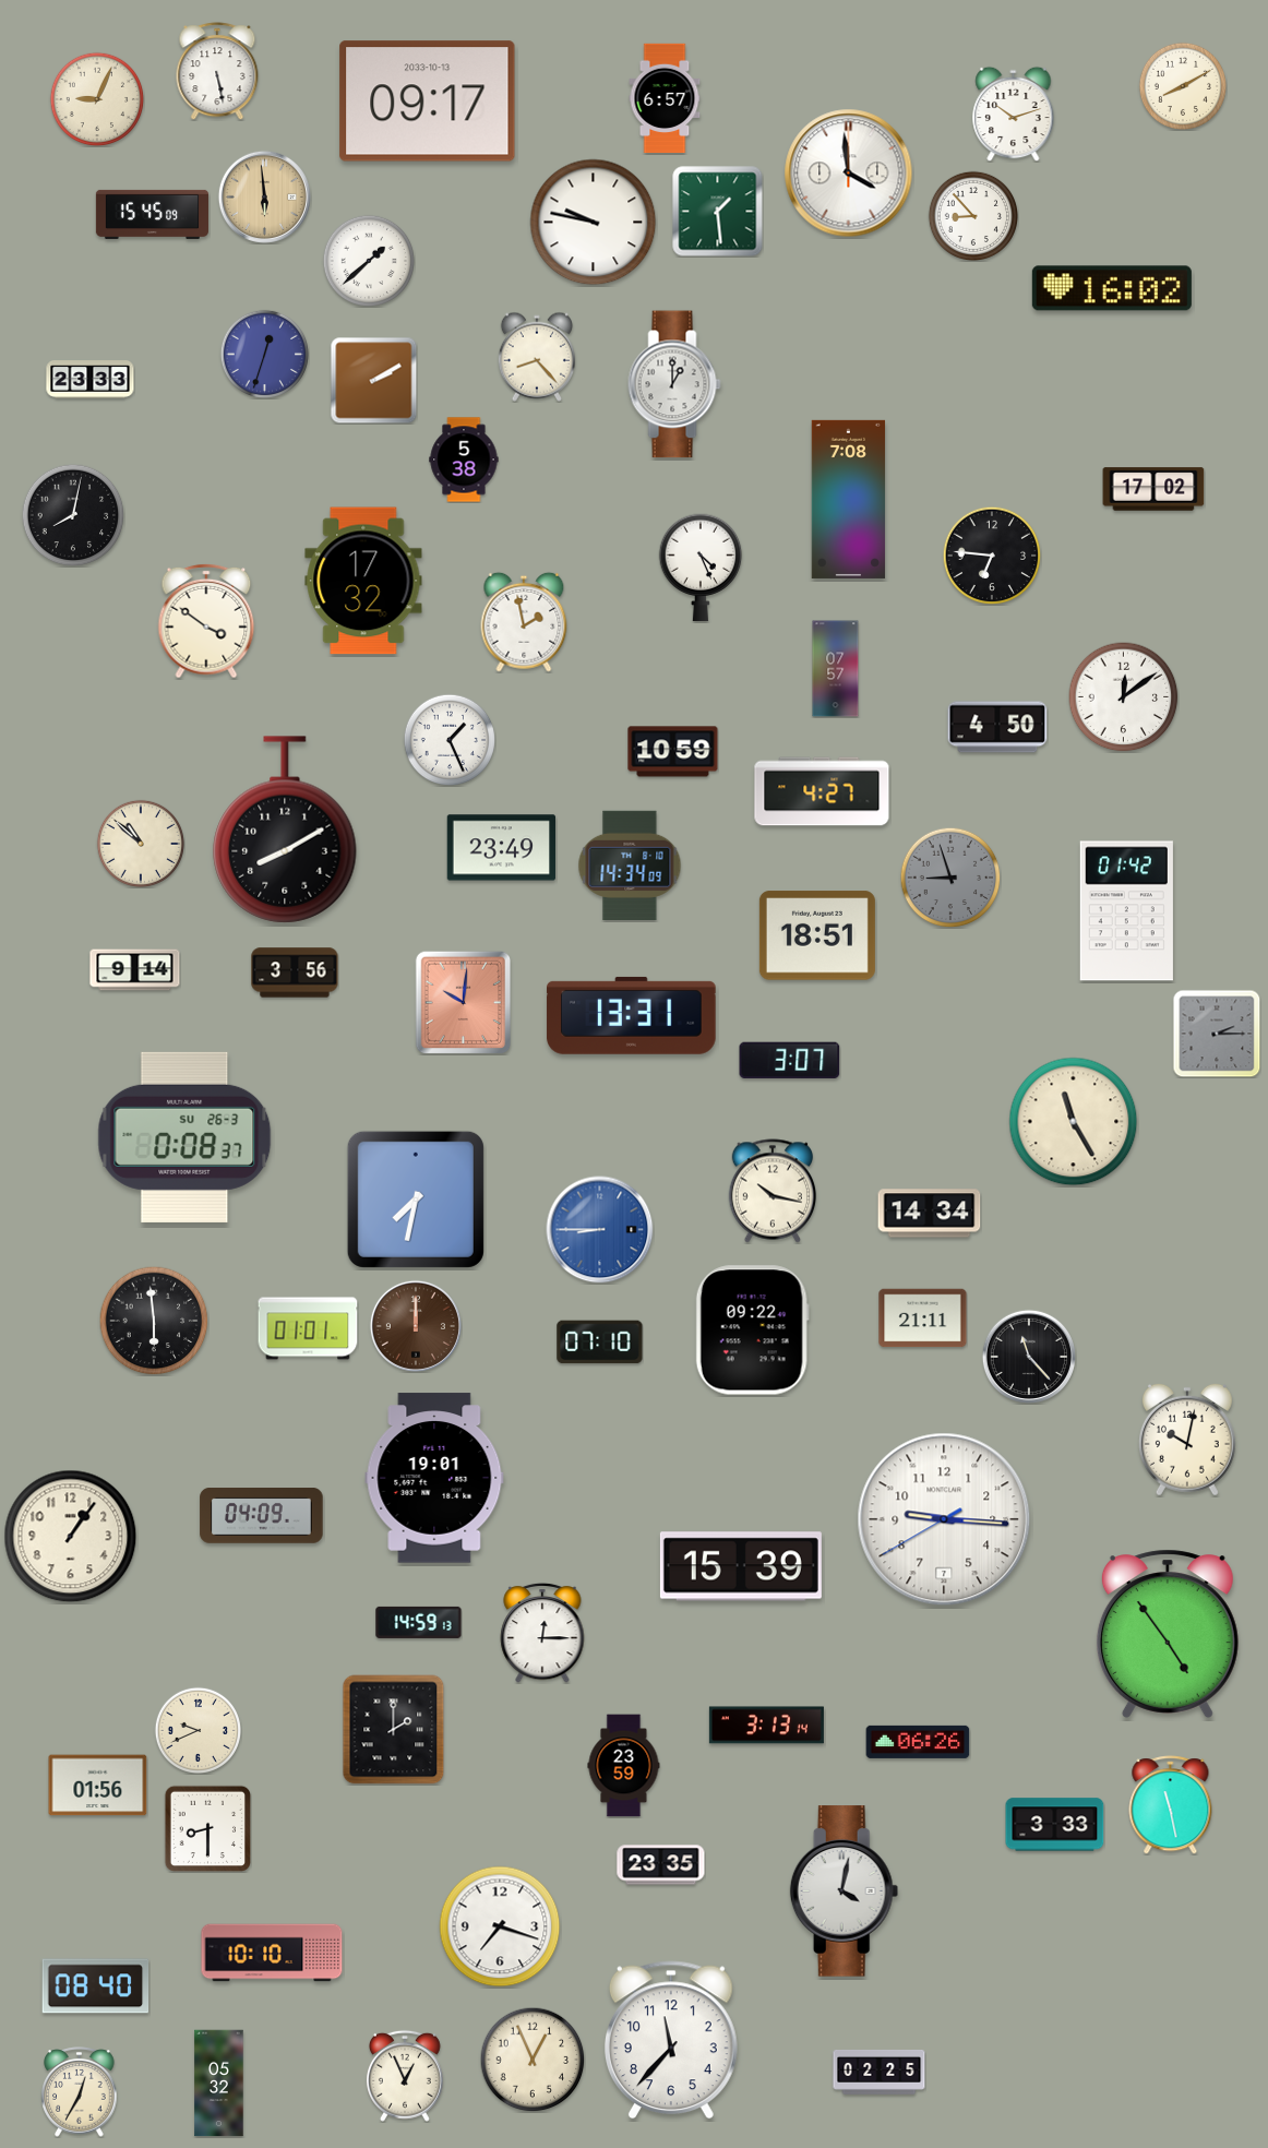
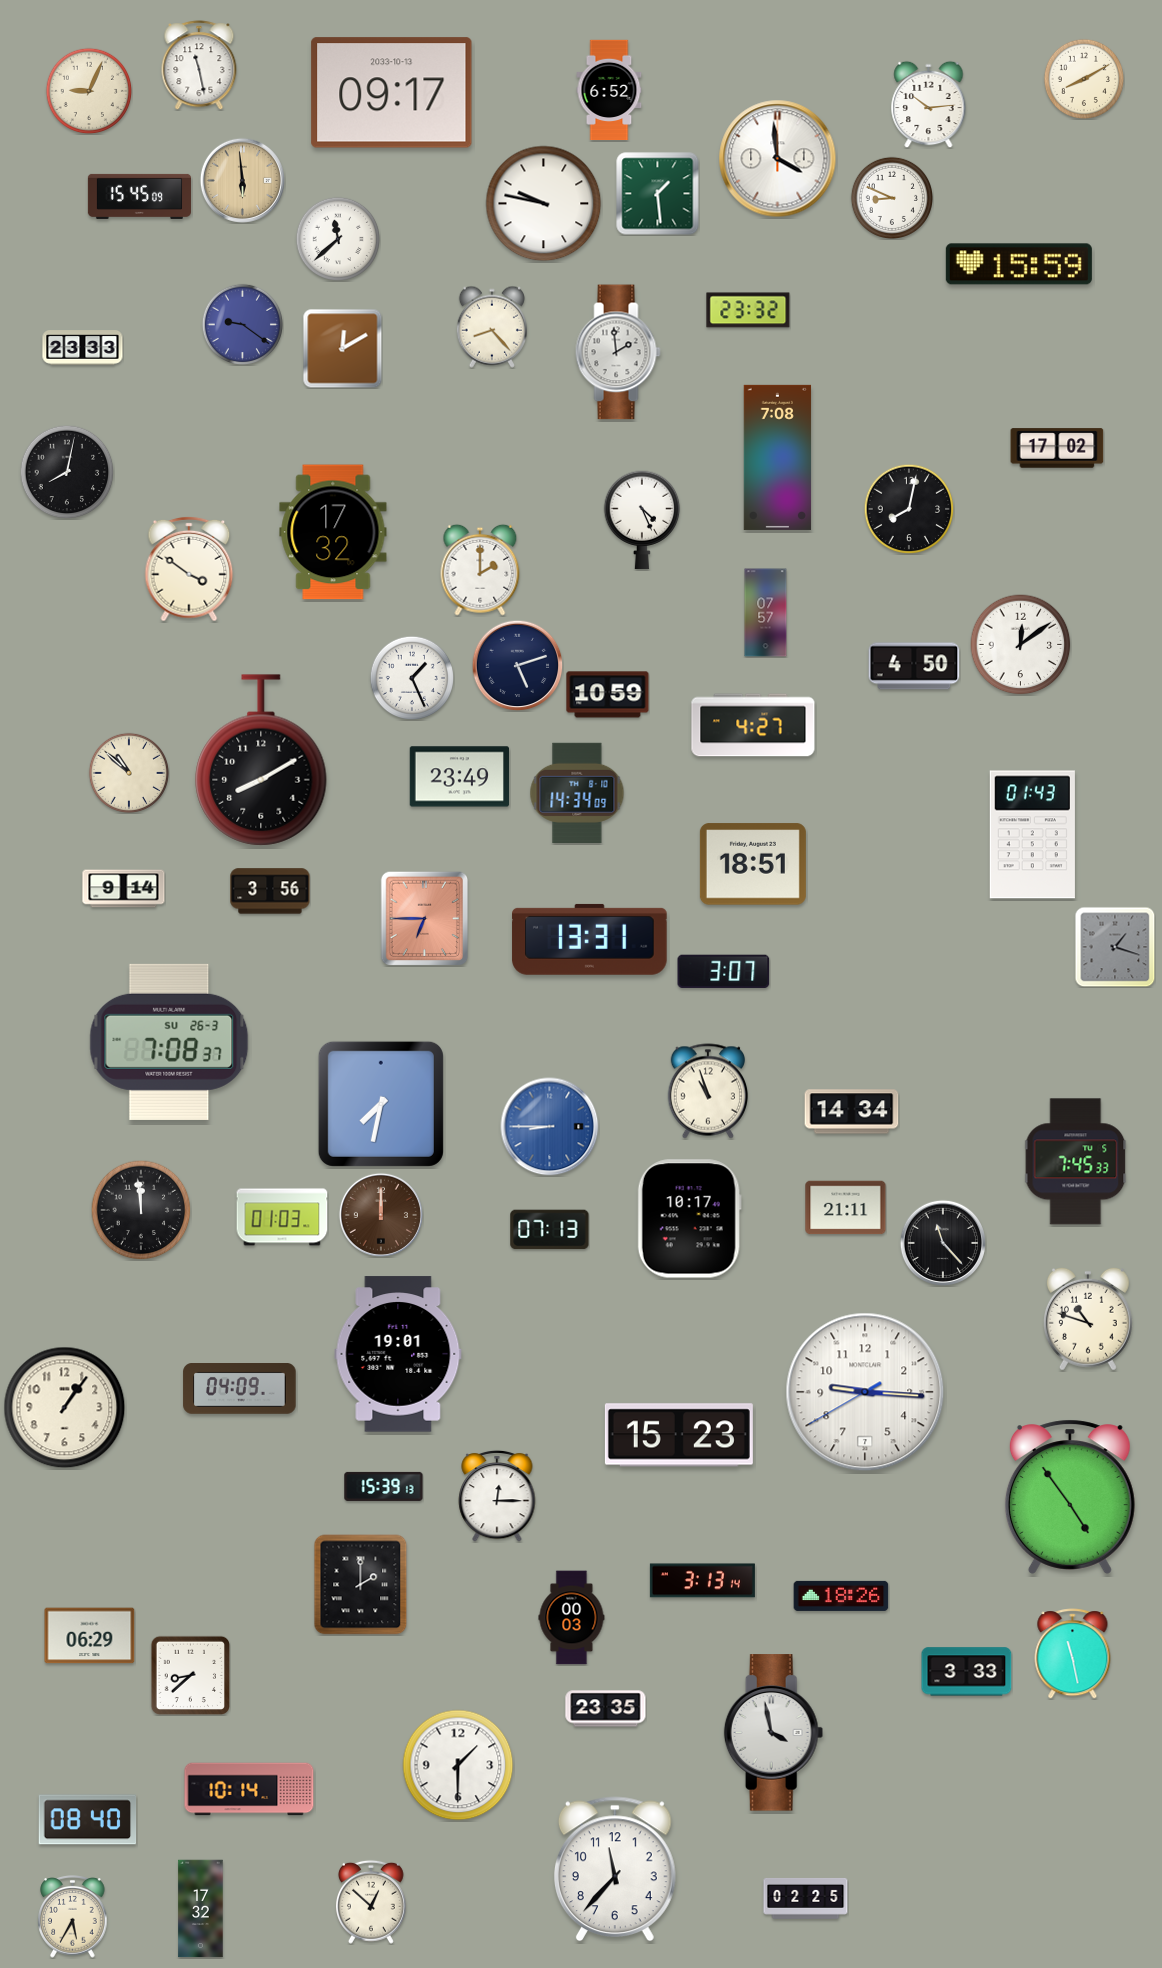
clock at (217, 71): 5:28 -> 11:28
clock at (665, 98): 6:57 -> 6:52
clock at (1014, 114): 10:12 -> 10:14
clock at (972, 215): 8:53 -> 8:49
clock at (369, 261): 1:38 -> 11:38
clock at (1112, 288): 16:02 -> 15:59
clock at (748, 310): none -> 23:32
clock at (264, 354): 12:33 -> 9:21
clock at (373, 380): 2:10 -> 12:10
clock at (674, 384): 1:00 -> 1:59
clock at (464, 460): 5:38 -> none
clock at (992, 556): 6:46 -> 8:02
clock at (524, 622): 1:58 -> 2:00
clock at (1124, 697) position: (1124, 697) -> (1021, 645)
clock at (517, 665): none -> 5:12
clock at (673, 752) position: (673, 752) -> (608, 695)
clock at (950, 878): 8:57 -> none
clock at (1126, 911): 01:42 -> 01:43
clock at (817, 935) position: (817, 935) -> (753, 864)
clock at (464, 1002): 10:01 -> 6:45
clock at (632, 1015) position: (632, 1015) -> (590, 939)
clock at (1217, 1034): 2:15 -> 1:18
clock at (1074, 1122): 11:25 -> none
clock at (184, 1137): 0:08 -> 7:08
clock at (771, 1191): 10:17 -> 10:57
clock at (416, 1200) position: (416, 1200) -> (381, 1104)
clock at (1076, 1162): none -> 7:45
clock at (154, 1321): 5:59 -> 11:59
clock at (308, 1328): 01:01 -> 01:03
clock at (752, 1330): 09:22 -> 10:17
clock at (600, 1342): 07:10 -> 07:13
clock at (1187, 1440): 10:02 -> 10:48
clock at (741, 1566): 15:39 -> 15:23
clock at (419, 1622): 14:59 -> 15:39
clock at (198, 1730): 9:41 -> none
clock at (918, 1742): 06:26 -> 18:26
clock at (624, 1766): 23:59 -> 00:03
clock at (98, 1786): 01:56 -> 06:29
clock at (207, 1828): 8:30 -> 8:38
clock at (845, 1892): 4:02 -> 3:58
clock at (500, 1926): 7:18 -> 1:30
clock at (272, 1953): 10:10 -> 10:14
clock at (533, 2060): 12:56 -> none
clock at (405, 2076): 12:56 -> 12:52
clock at (219, 2084): 05:32 -> 17:32
clock at (80, 2092): 12:35 -> 5:35
